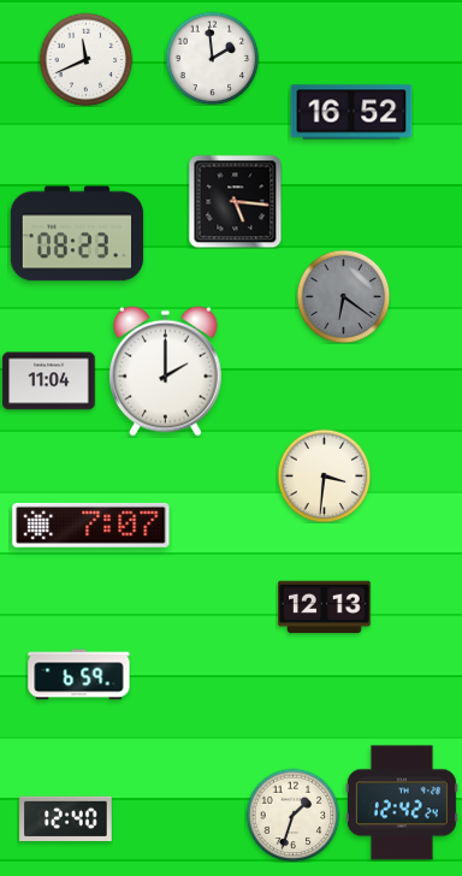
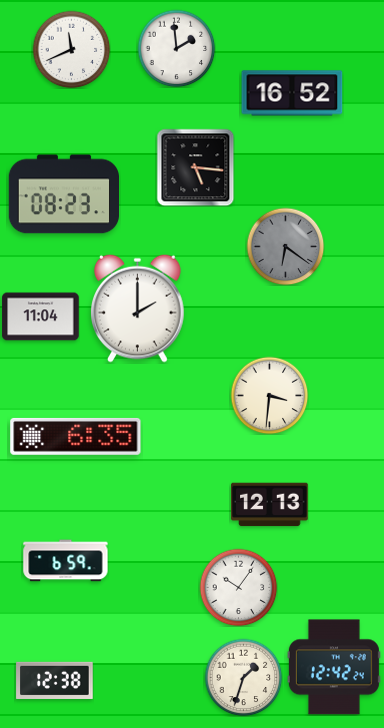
clock at (91, 525): 7:07 -> 6:35
clock at (238, 587): none -> 10:06
clock at (66, 818): 12:40 -> 12:38
